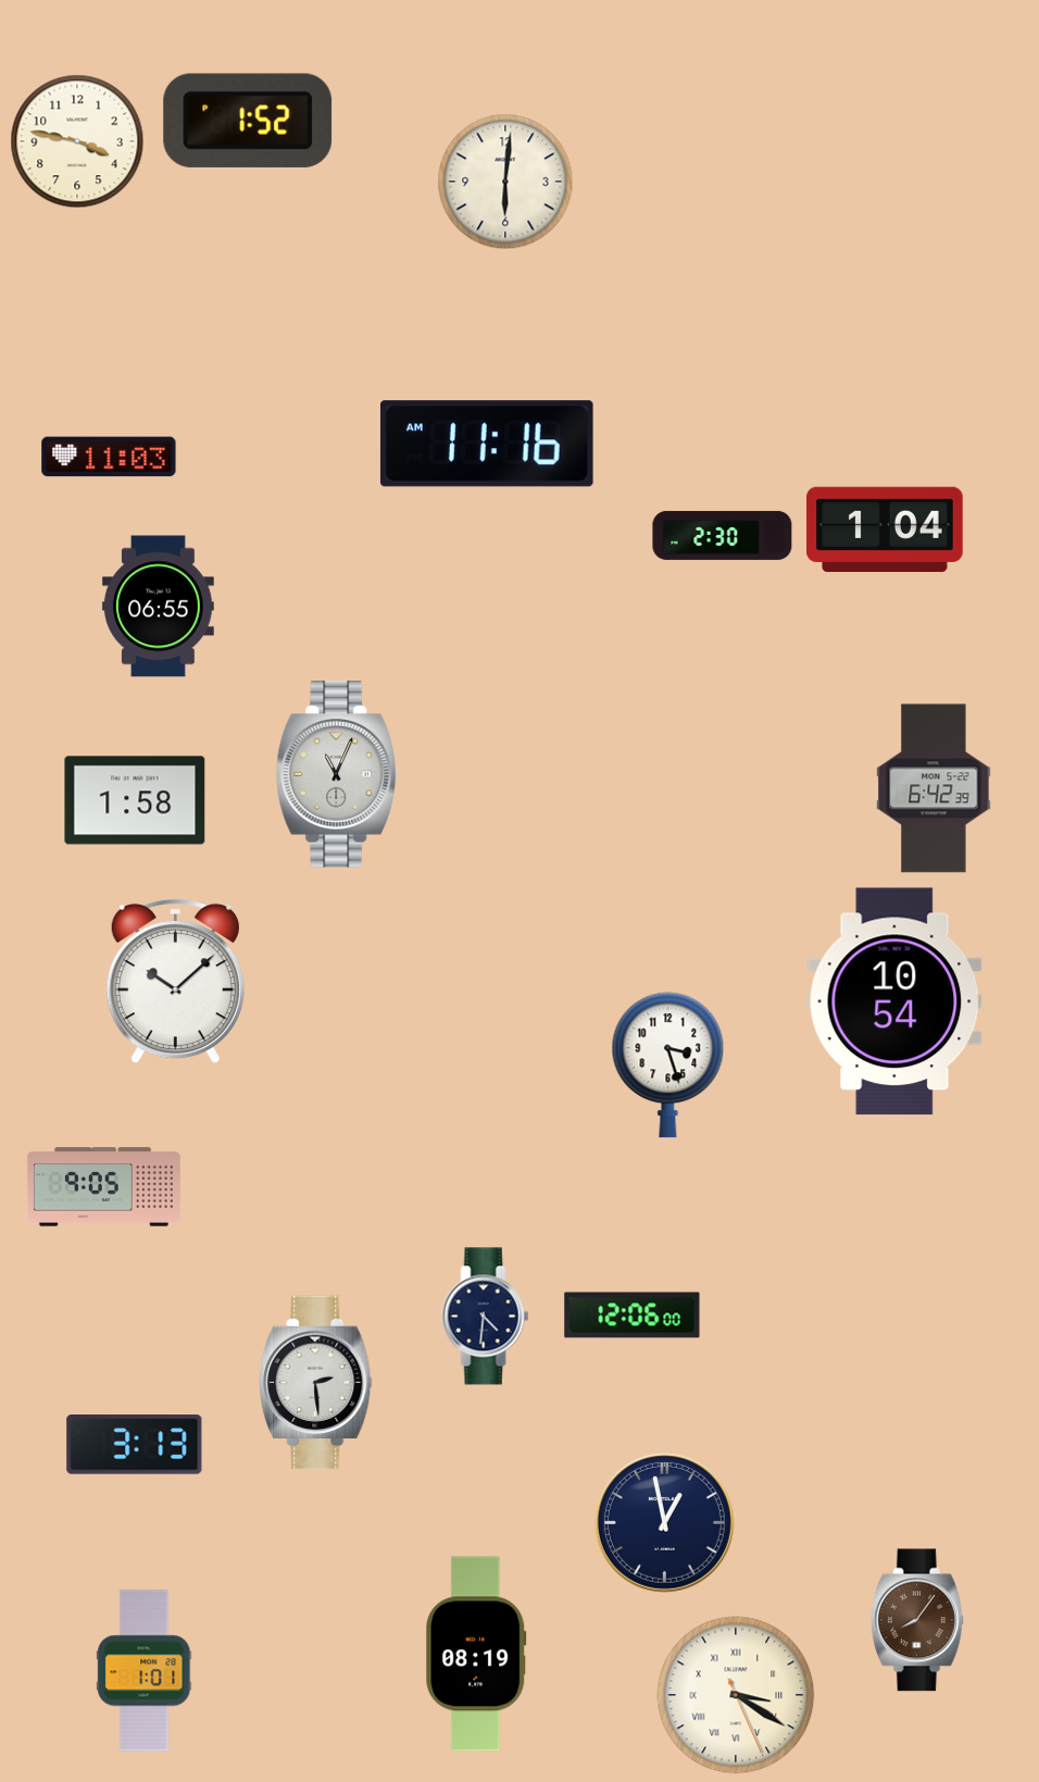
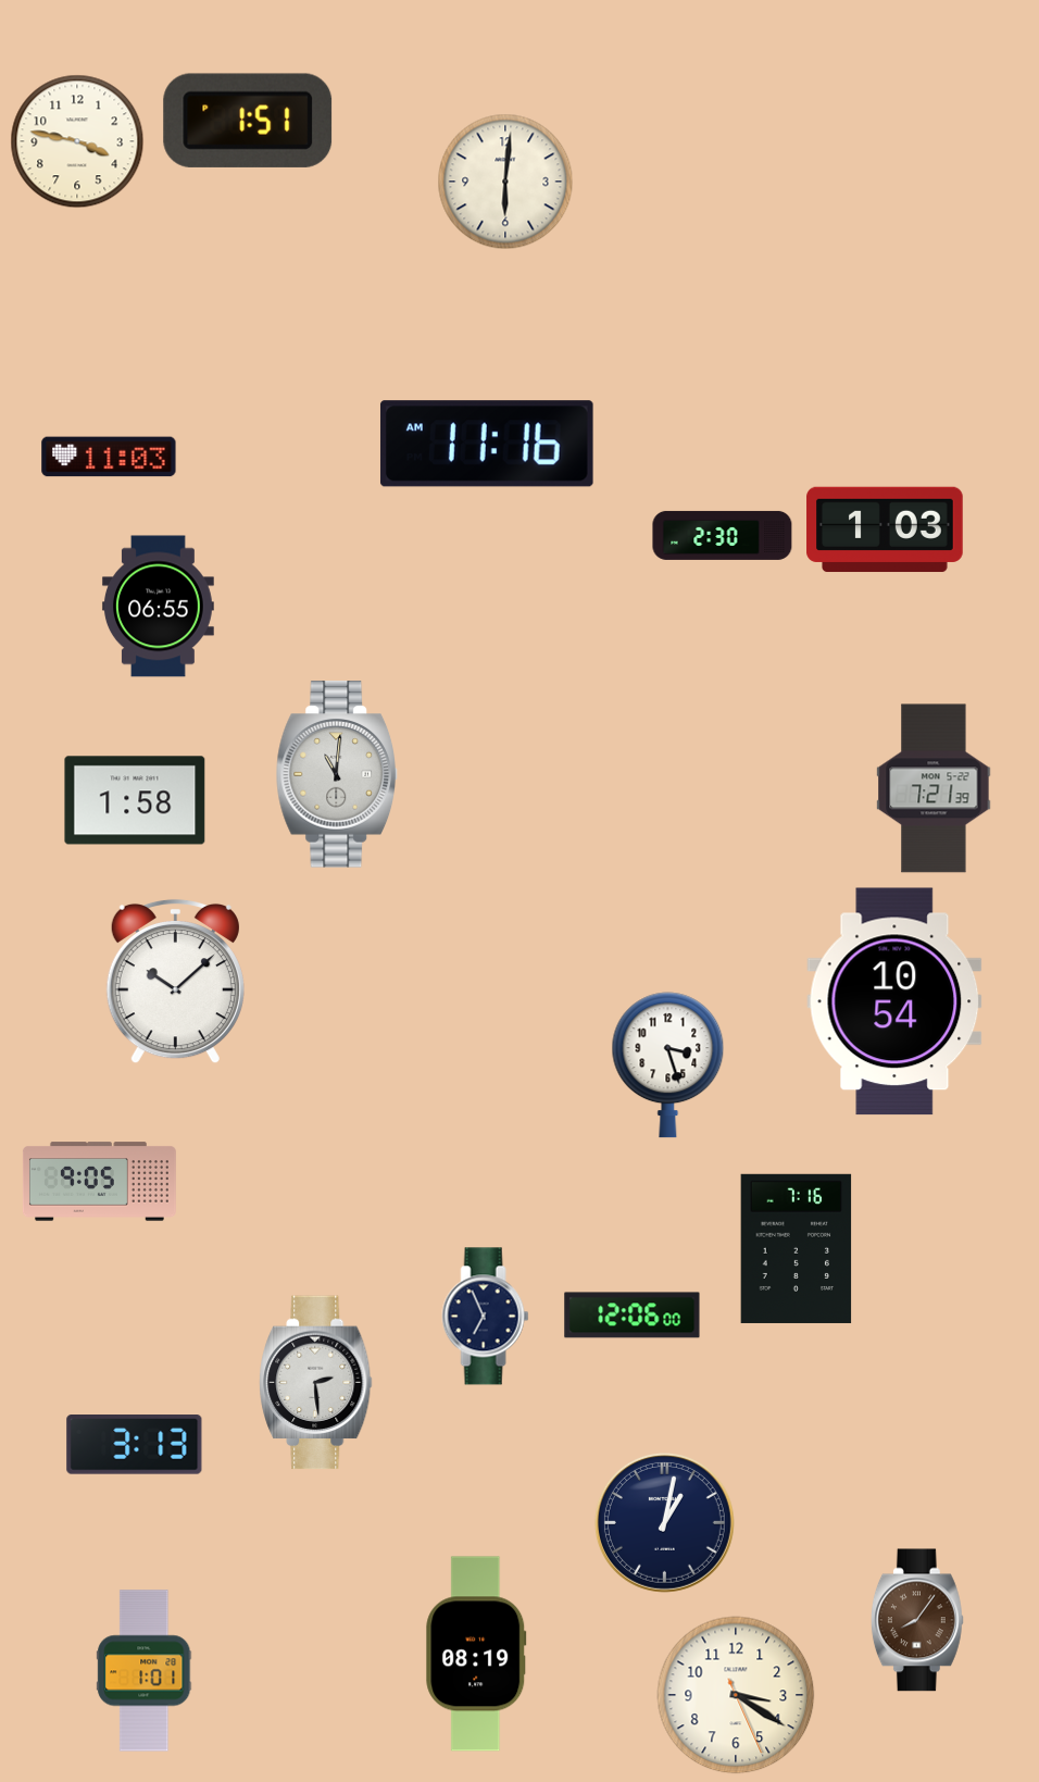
clock at (248, 121): 1:52 -> 1:51
clock at (885, 529): 1:04 -> 1:03
clock at (336, 774): 11:04 -> 11:01
clock at (934, 788): 6:42 -> 7:21
clock at (103, 1187) position: (103, 1187) -> (99, 1182)
clock at (797, 1248): none -> 7:16
clock at (486, 1317): 4:31 -> 6:56
clock at (664, 1522): 12:58 -> 1:02
clock at (736, 1695) numerals: Roman -> Arabic
